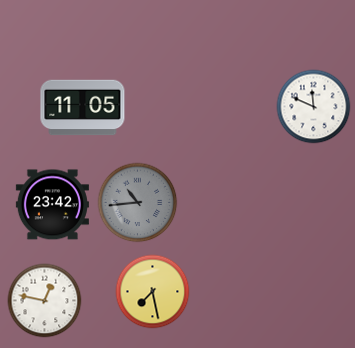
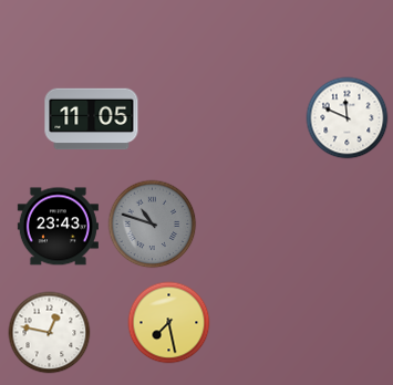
clock at (138, 203): 10:44 -> 10:48
clock at (52, 205): 23:42 -> 23:43
